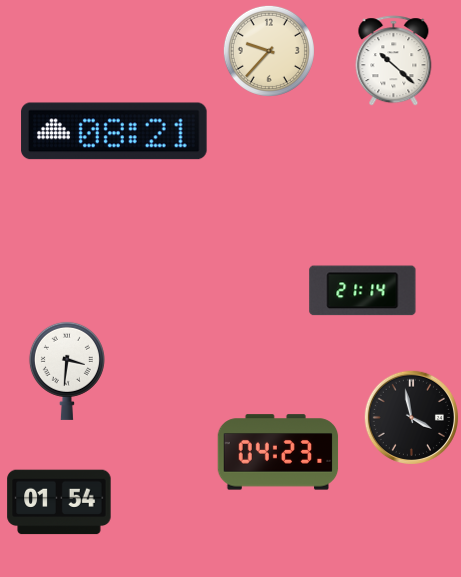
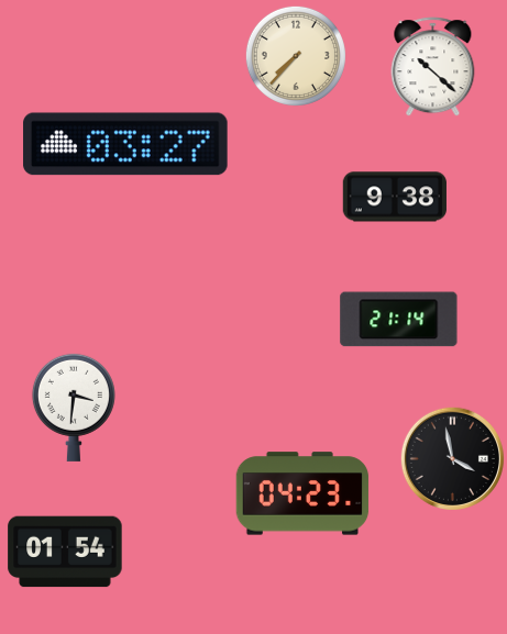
clock at (269, 51): 9:37 -> 7:37
clock at (114, 131): 08:21 -> 03:27
clock at (395, 197): none -> 9:38
clock at (278, 452) position: (278, 452) -> (302, 493)
